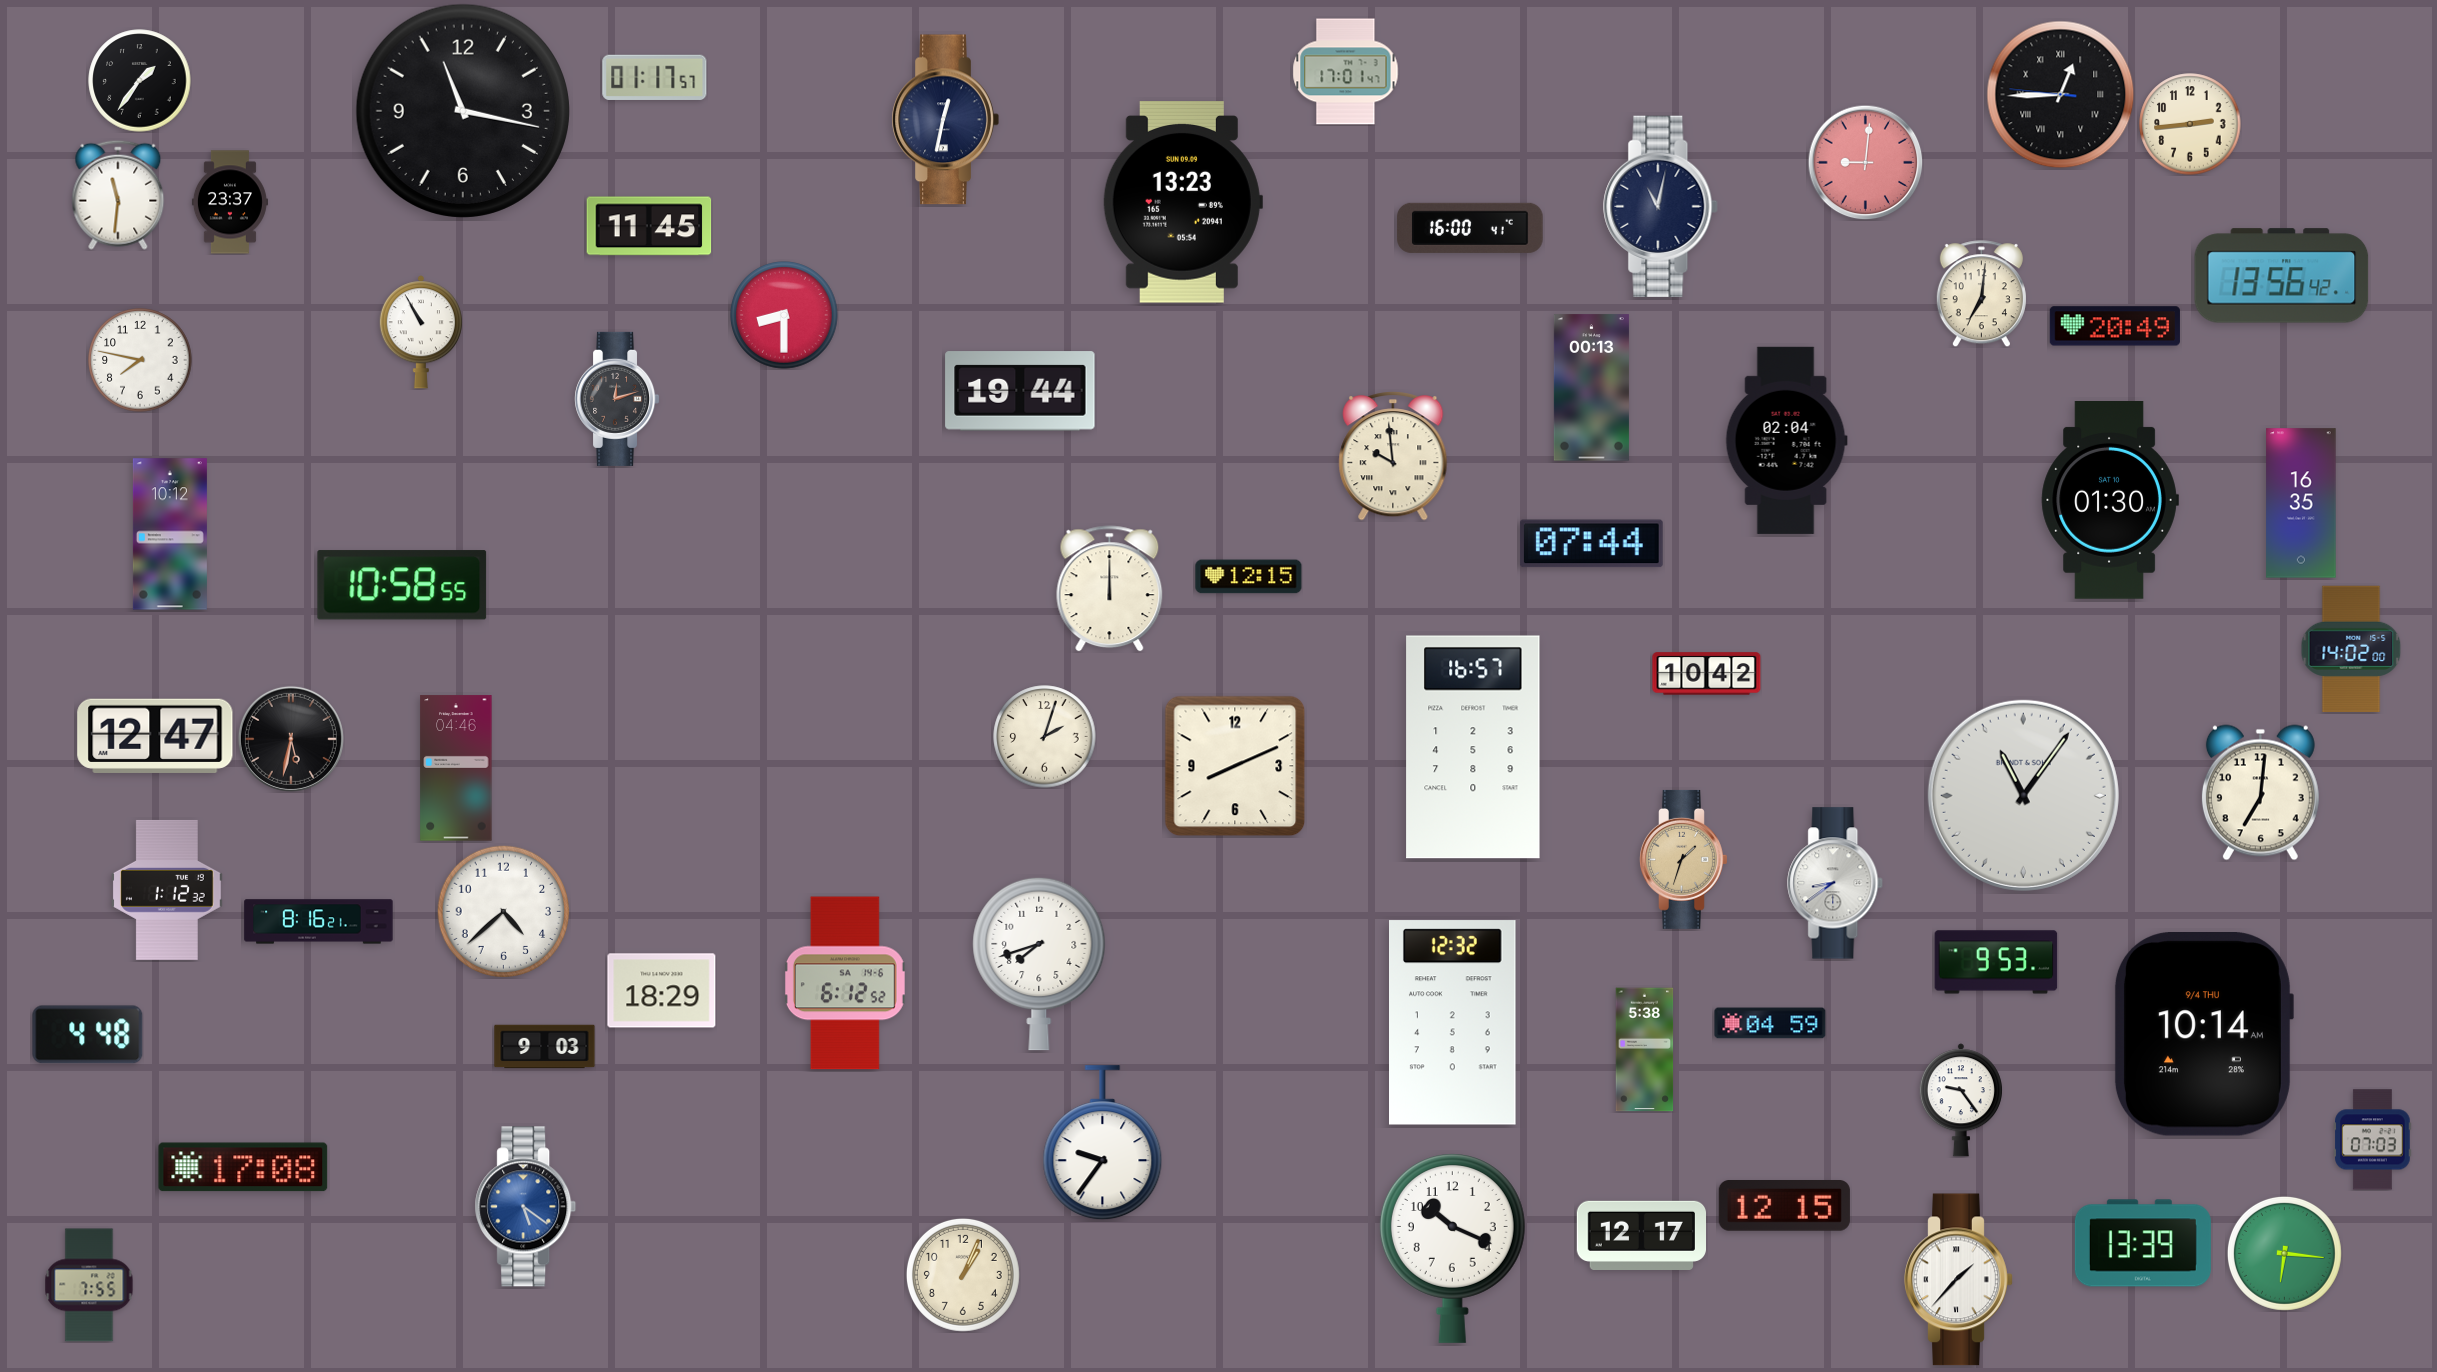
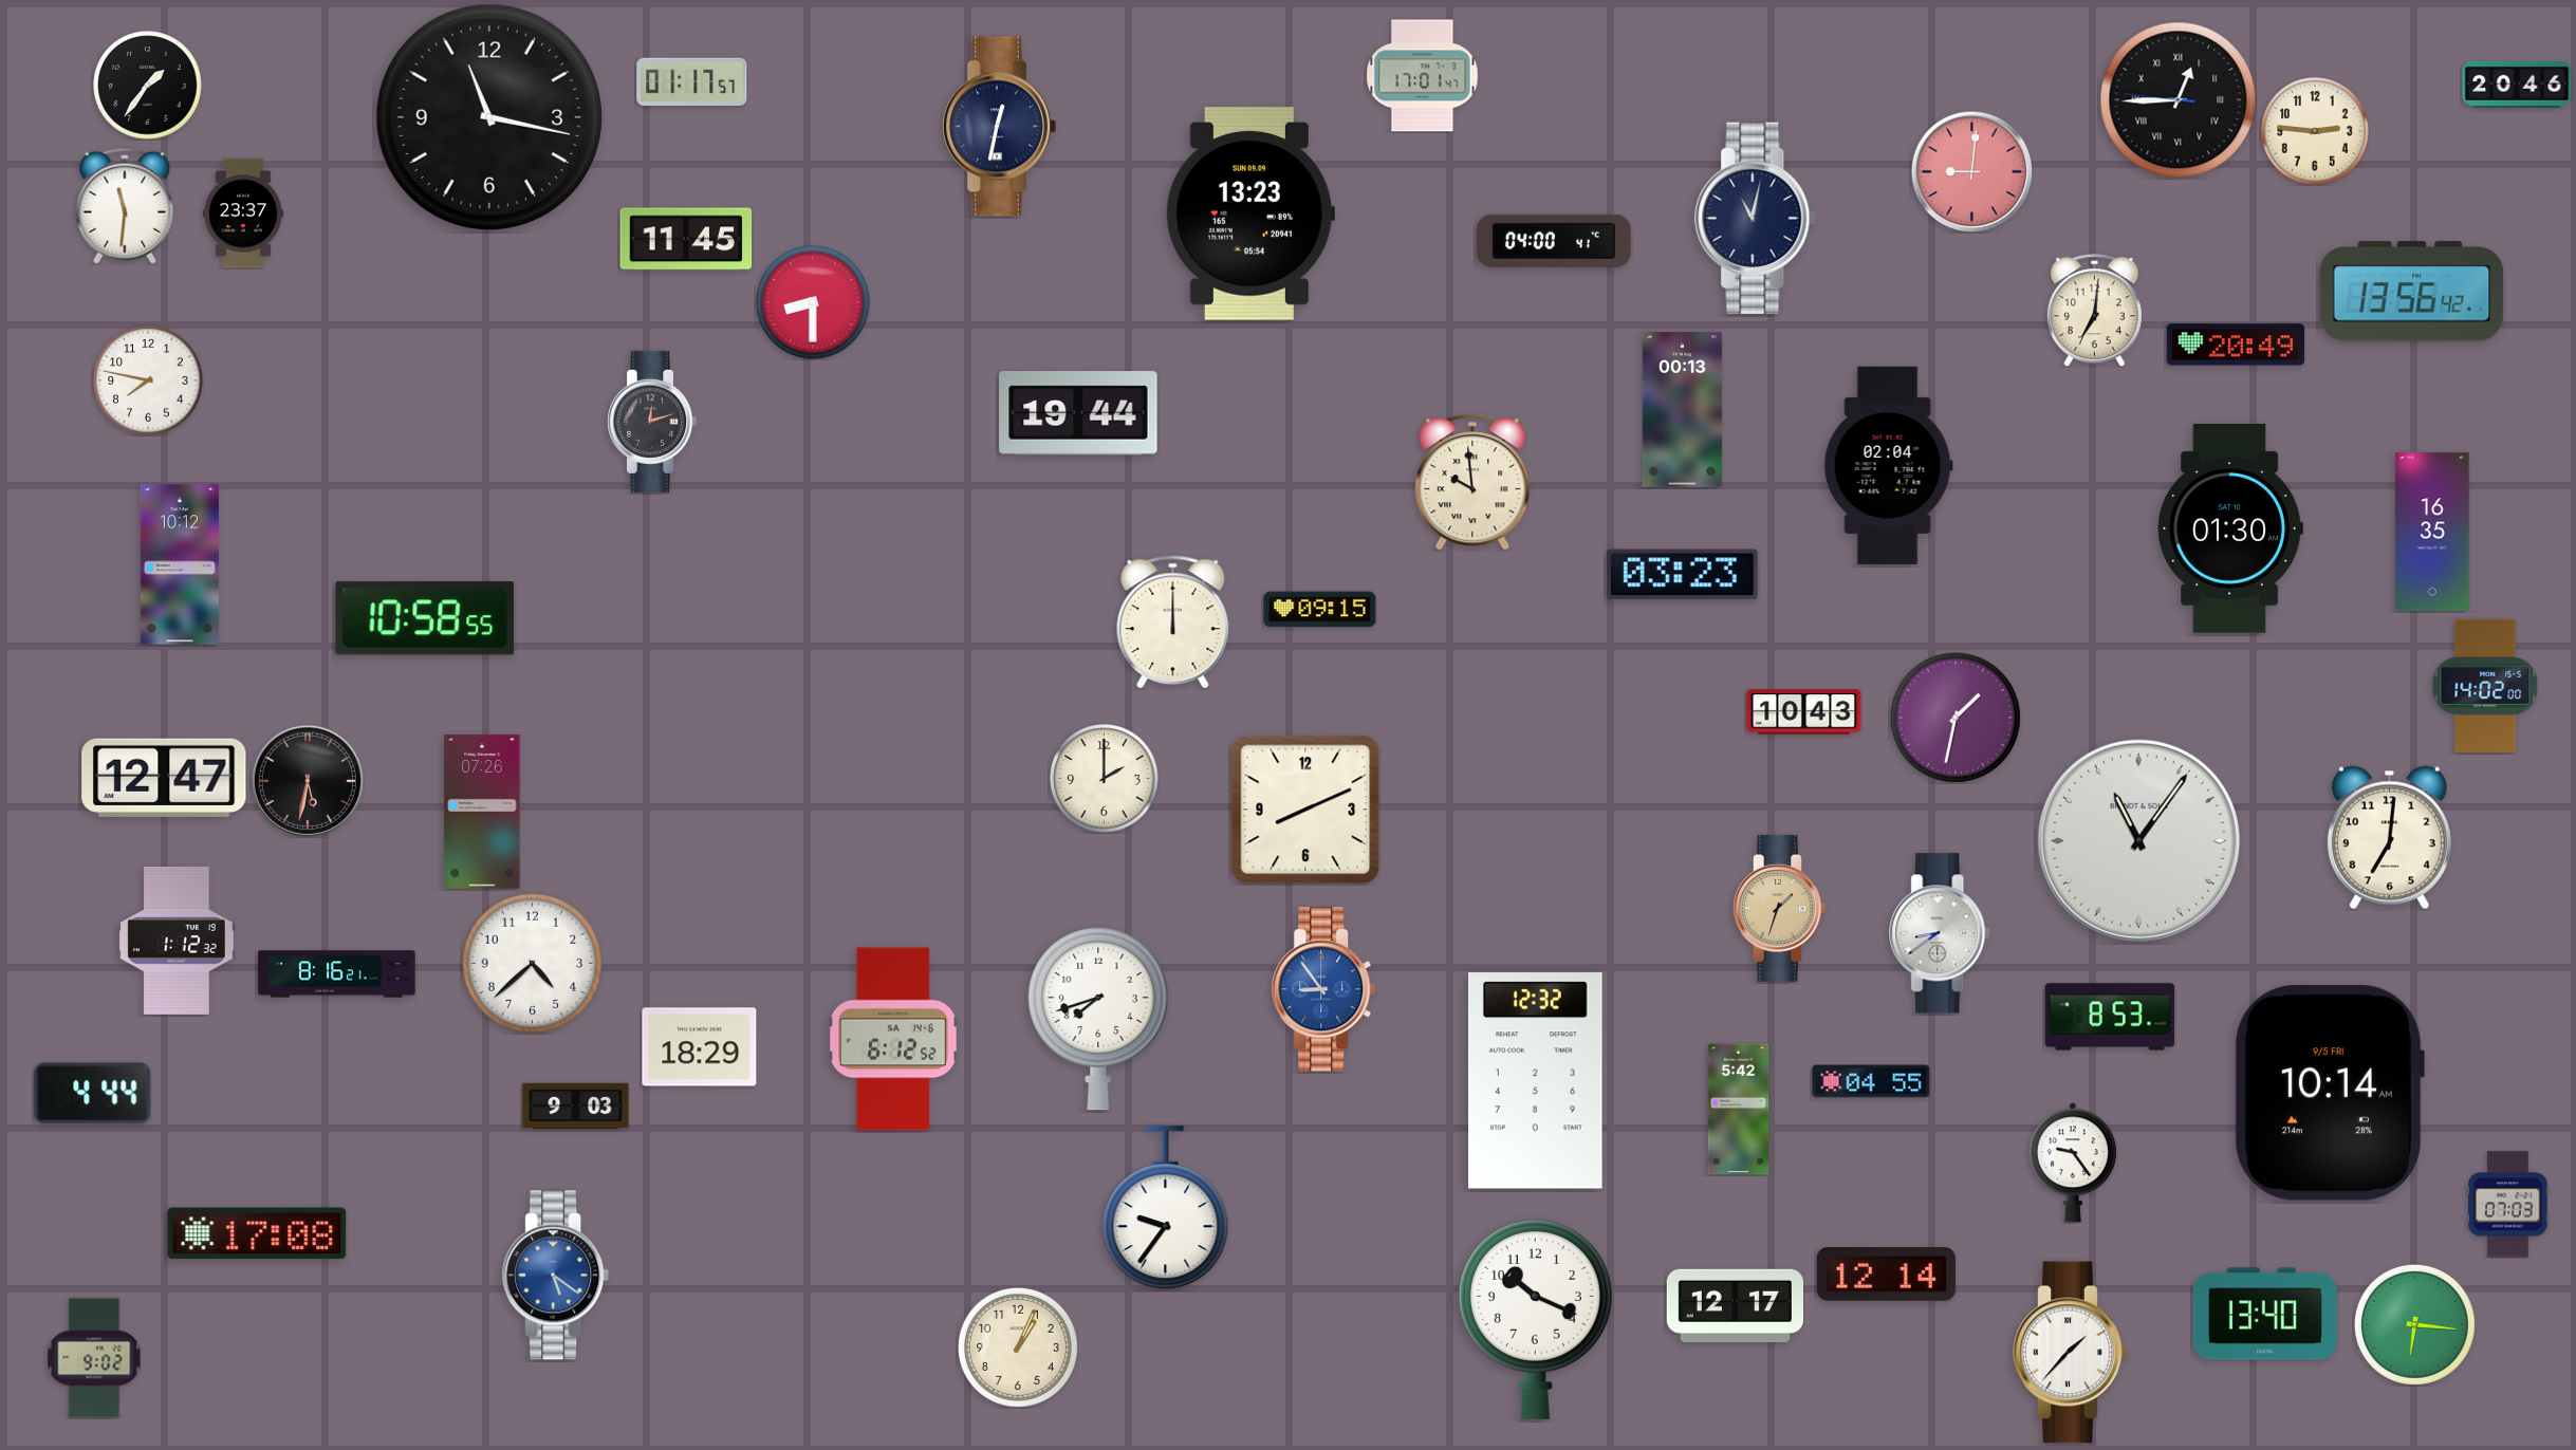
clock at (2517, 85): none -> 20:46
clock at (2190, 124): 2:44 -> 2:46
clock at (1470, 228): 16:00 -> 04:00
clock at (784, 315) position: (784, 315) -> (813, 302)
clock at (421, 332): 10:55 -> none
clock at (1591, 544): 07:44 -> 03:23
clock at (1249, 577): 12:15 -> 09:15
clock at (1707, 674): 10:42 -> 10:43
clock at (1956, 718): none -> 1:32
clock at (1045, 737): 2:03 -> 2:00
clock at (1473, 747): 16:57 -> none
clock at (456, 768): 04:46 -> 07:26
clock at (1323, 989): none -> 8:54
clock at (1996, 962): 9:53 -> 8:53
clock at (1770, 1023): 04:59 -> 04:55
clock at (2203, 1034) date: 9/4 THU -> 9/5 FRI
clock at (88, 1035): 4:48 -> 4:44
clock at (1645, 1050): 5:38 -> 5:42
clock at (1784, 1206): 12:15 -> 12:14
clock at (2143, 1243): 13:39 -> 13:40
clock at (89, 1285): 7:55 -> 9:02
